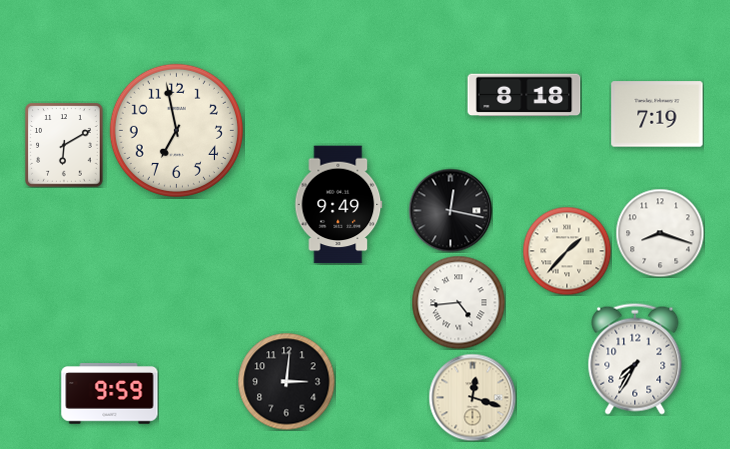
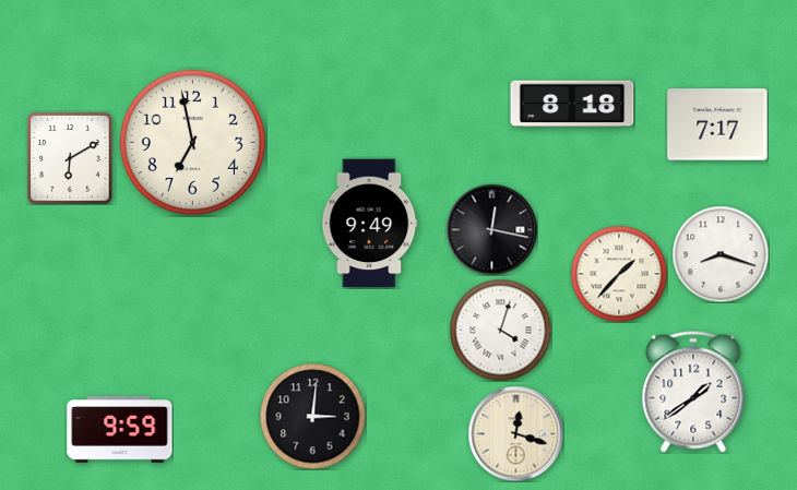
clock at (657, 114): 7:19 -> 7:17
clock at (458, 302): 4:44 -> 4:03
clock at (635, 359): 7:35 -> 1:39
